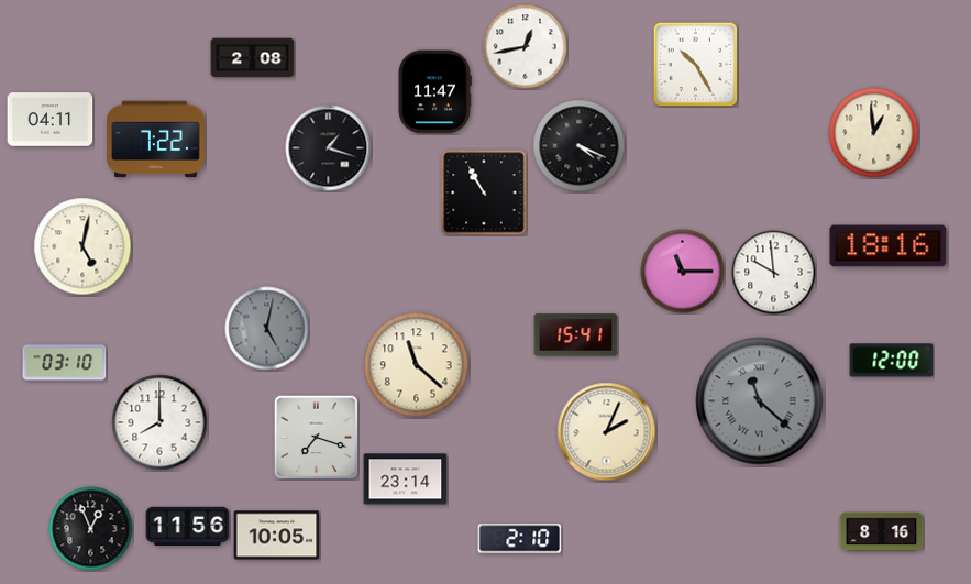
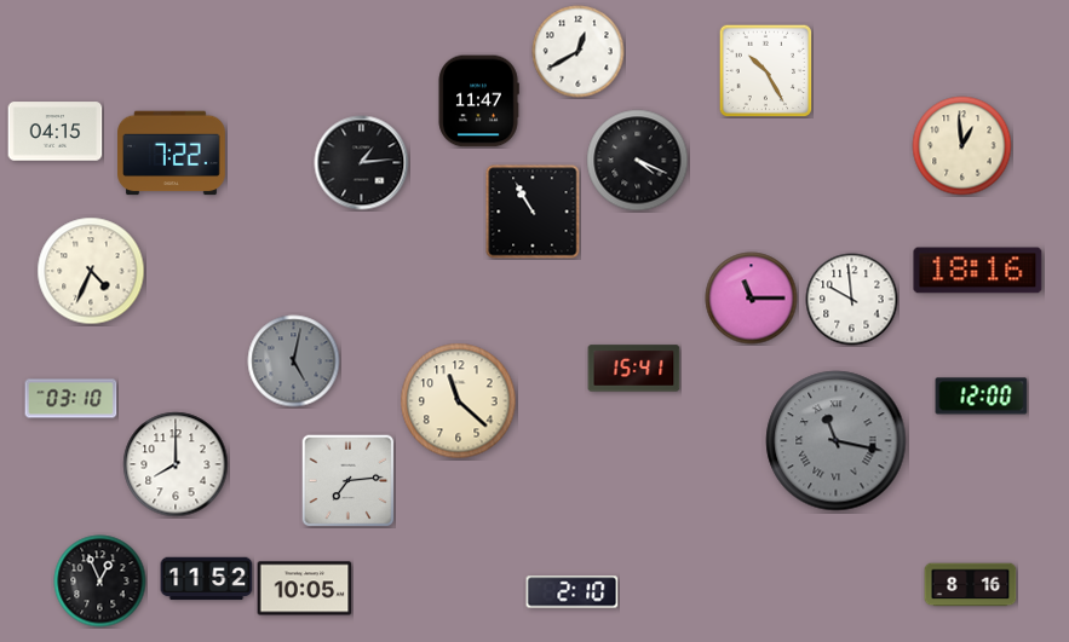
clock at (526, 47): 12:43 -> 12:40
clock at (253, 58): 2:08 -> none
clock at (51, 120): 04:11 -> 04:15
clock at (329, 148): 1:18 -> 1:14
clock at (82, 246): 5:02 -> 4:34
clock at (760, 401): 11:22 -> 11:17
clock at (607, 432): 2:04 -> none
clock at (316, 437): 7:18 -> 7:14
clock at (406, 480): 23:14 -> none
clock at (188, 527): 11:56 -> 11:52
